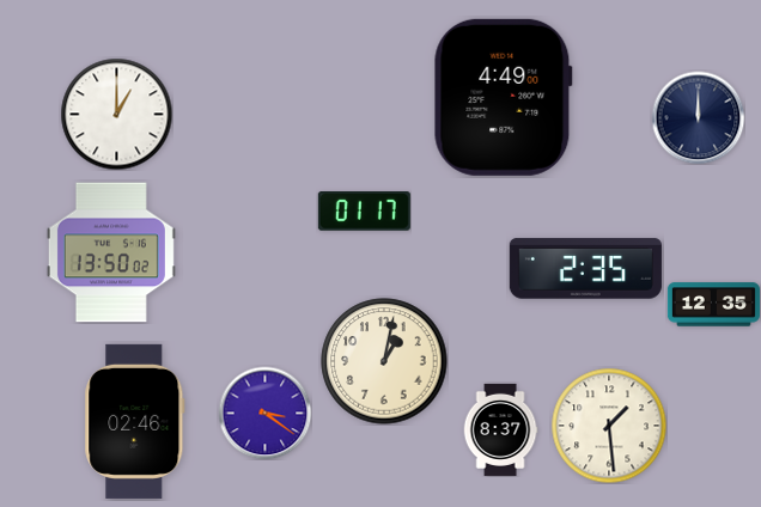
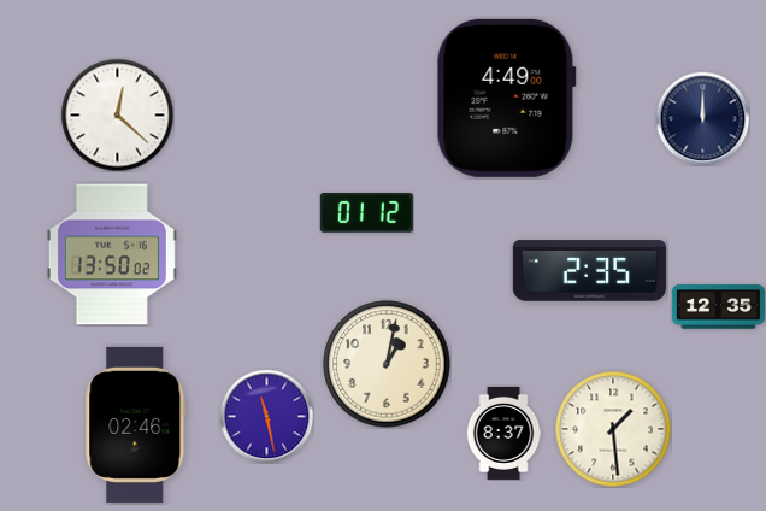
clock at (116, 114): 1:00 -> 12:22
clock at (364, 212): 01:17 -> 01:12
clock at (264, 413): 3:21 -> 11:28
